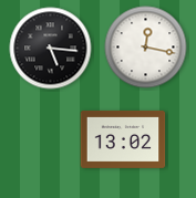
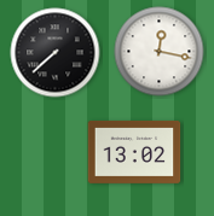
clock at (51, 49): 5:16 -> 7:38
